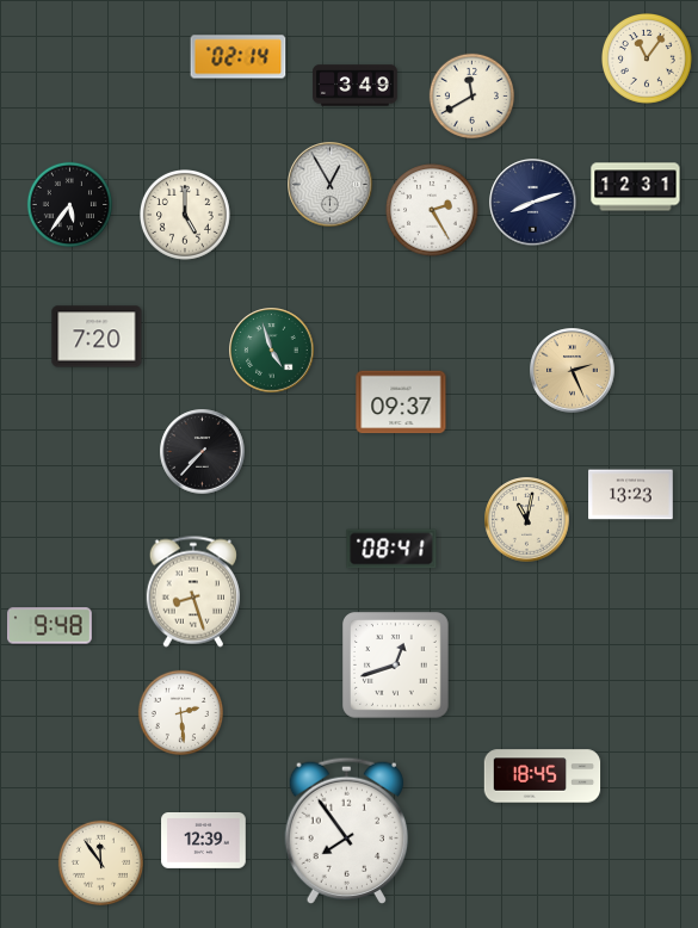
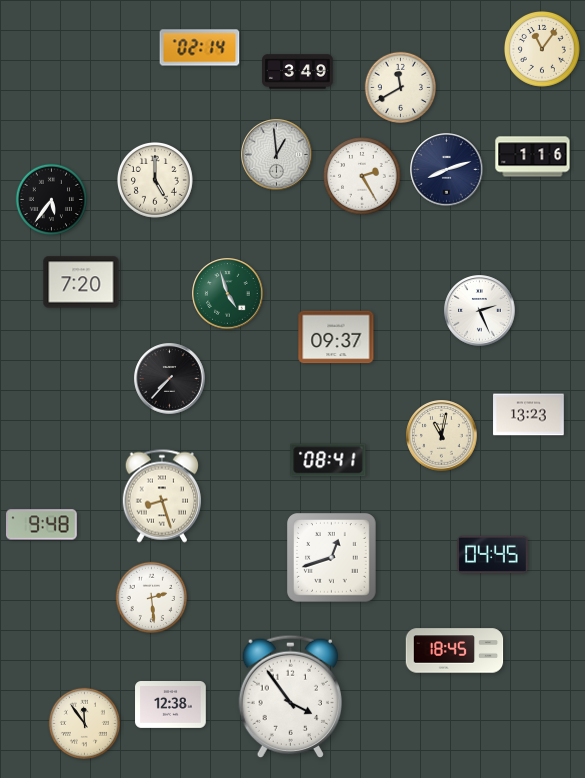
clock at (471, 95) position: (471, 95) -> (400, 87)
clock at (331, 185): 12:55 -> 12:59
clock at (636, 187): 12:31 -> 1:16
clock at (69, 204) position: (69, 204) -> (51, 199)
clock at (573, 371) dial: champagne -> white
clock at (493, 555): none -> 04:45
clock at (346, 830): 7:54 -> 3:54
clock at (204, 841): 12:39 -> 12:38
